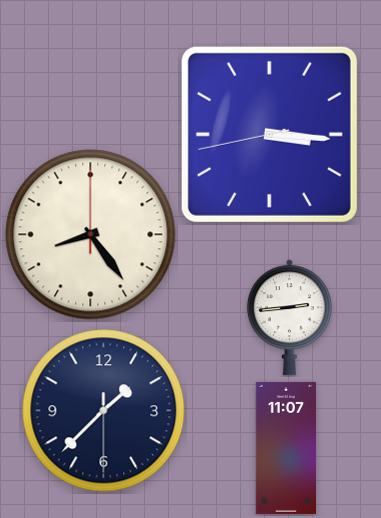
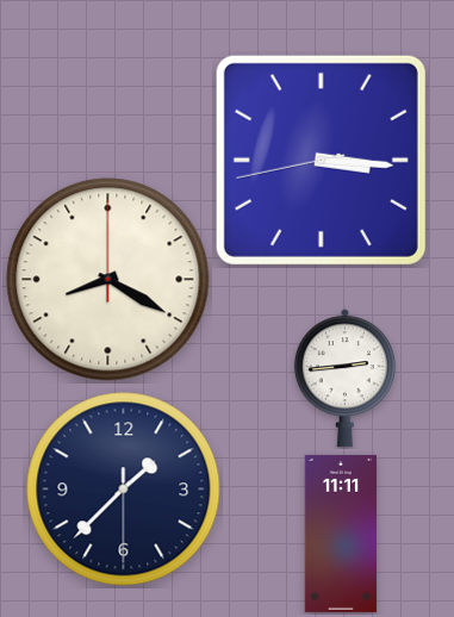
clock at (91, 235): 8:24 -> 8:20
clock at (286, 448): 11:07 -> 11:11
